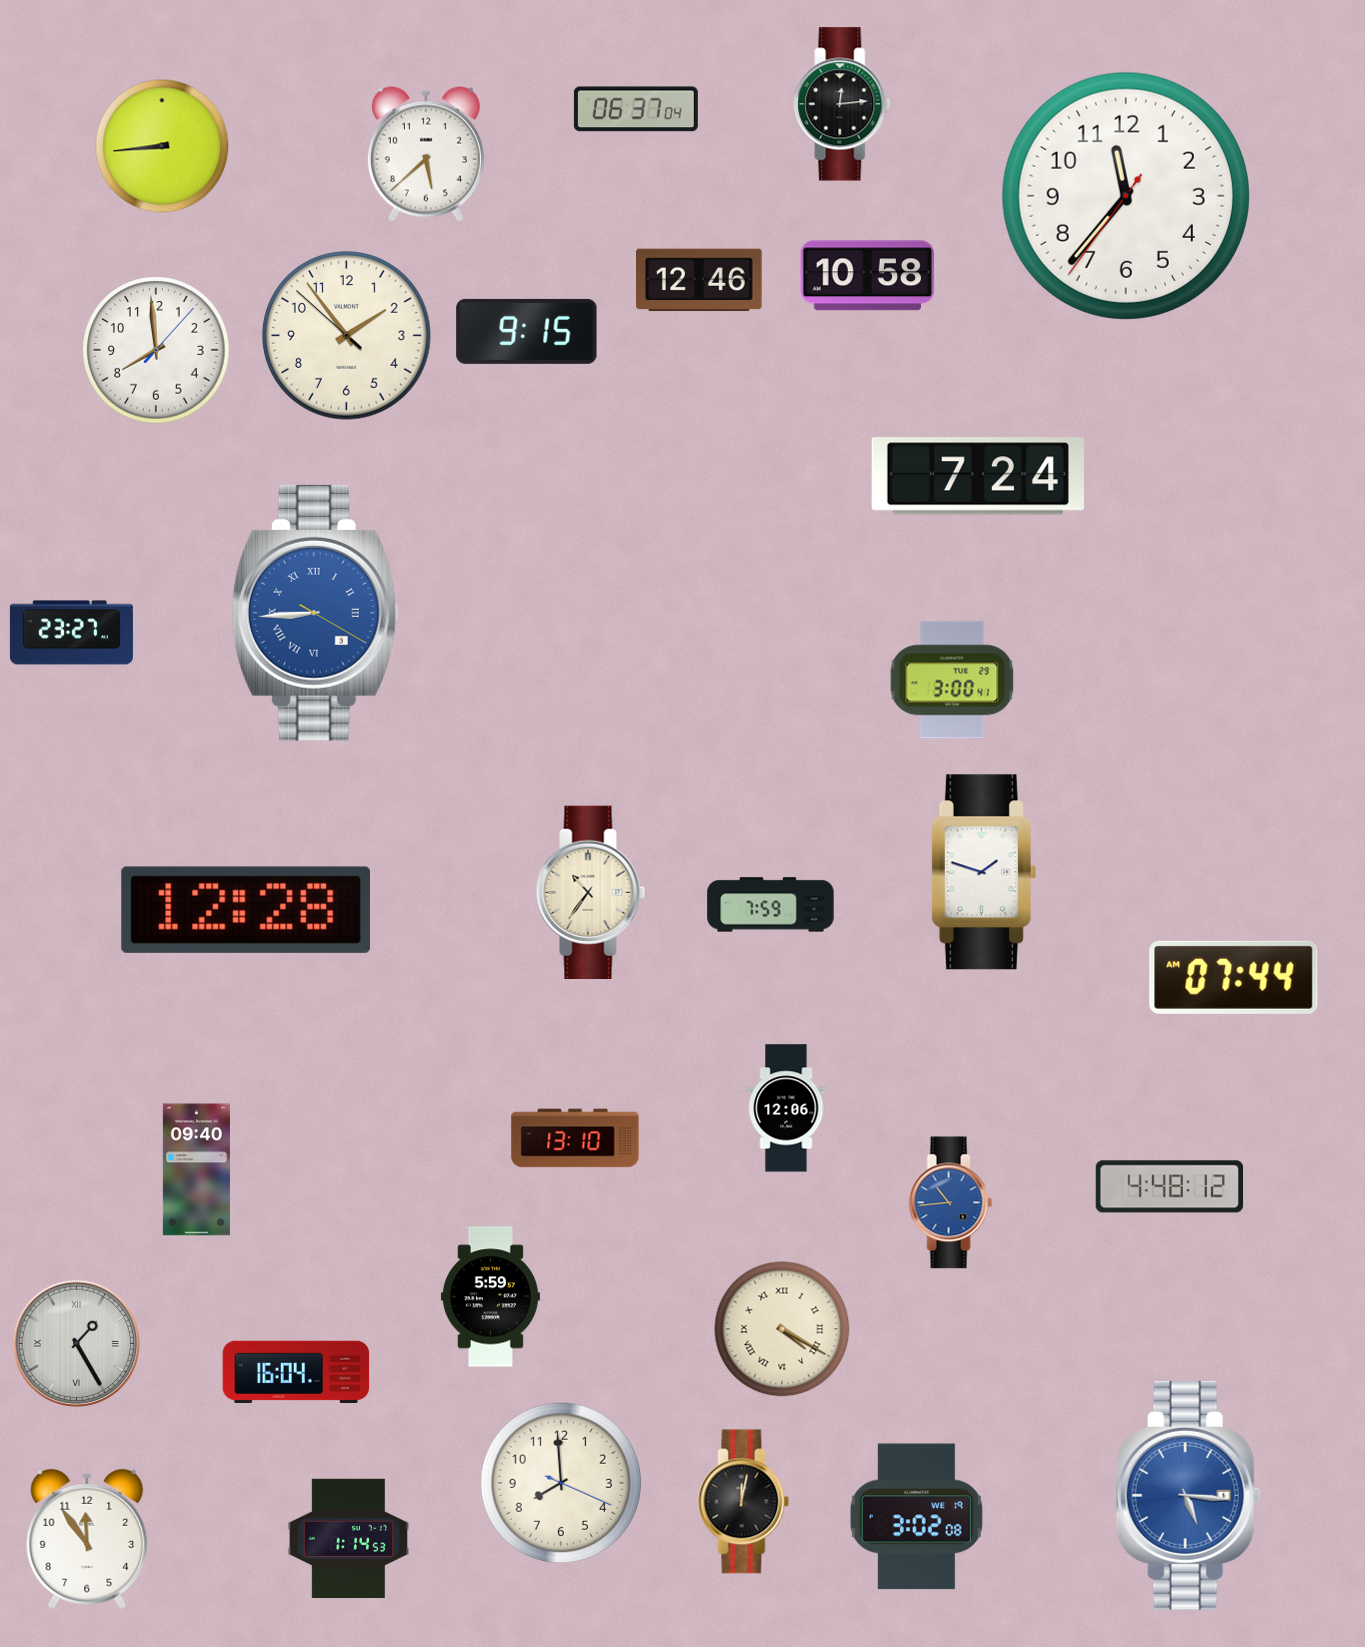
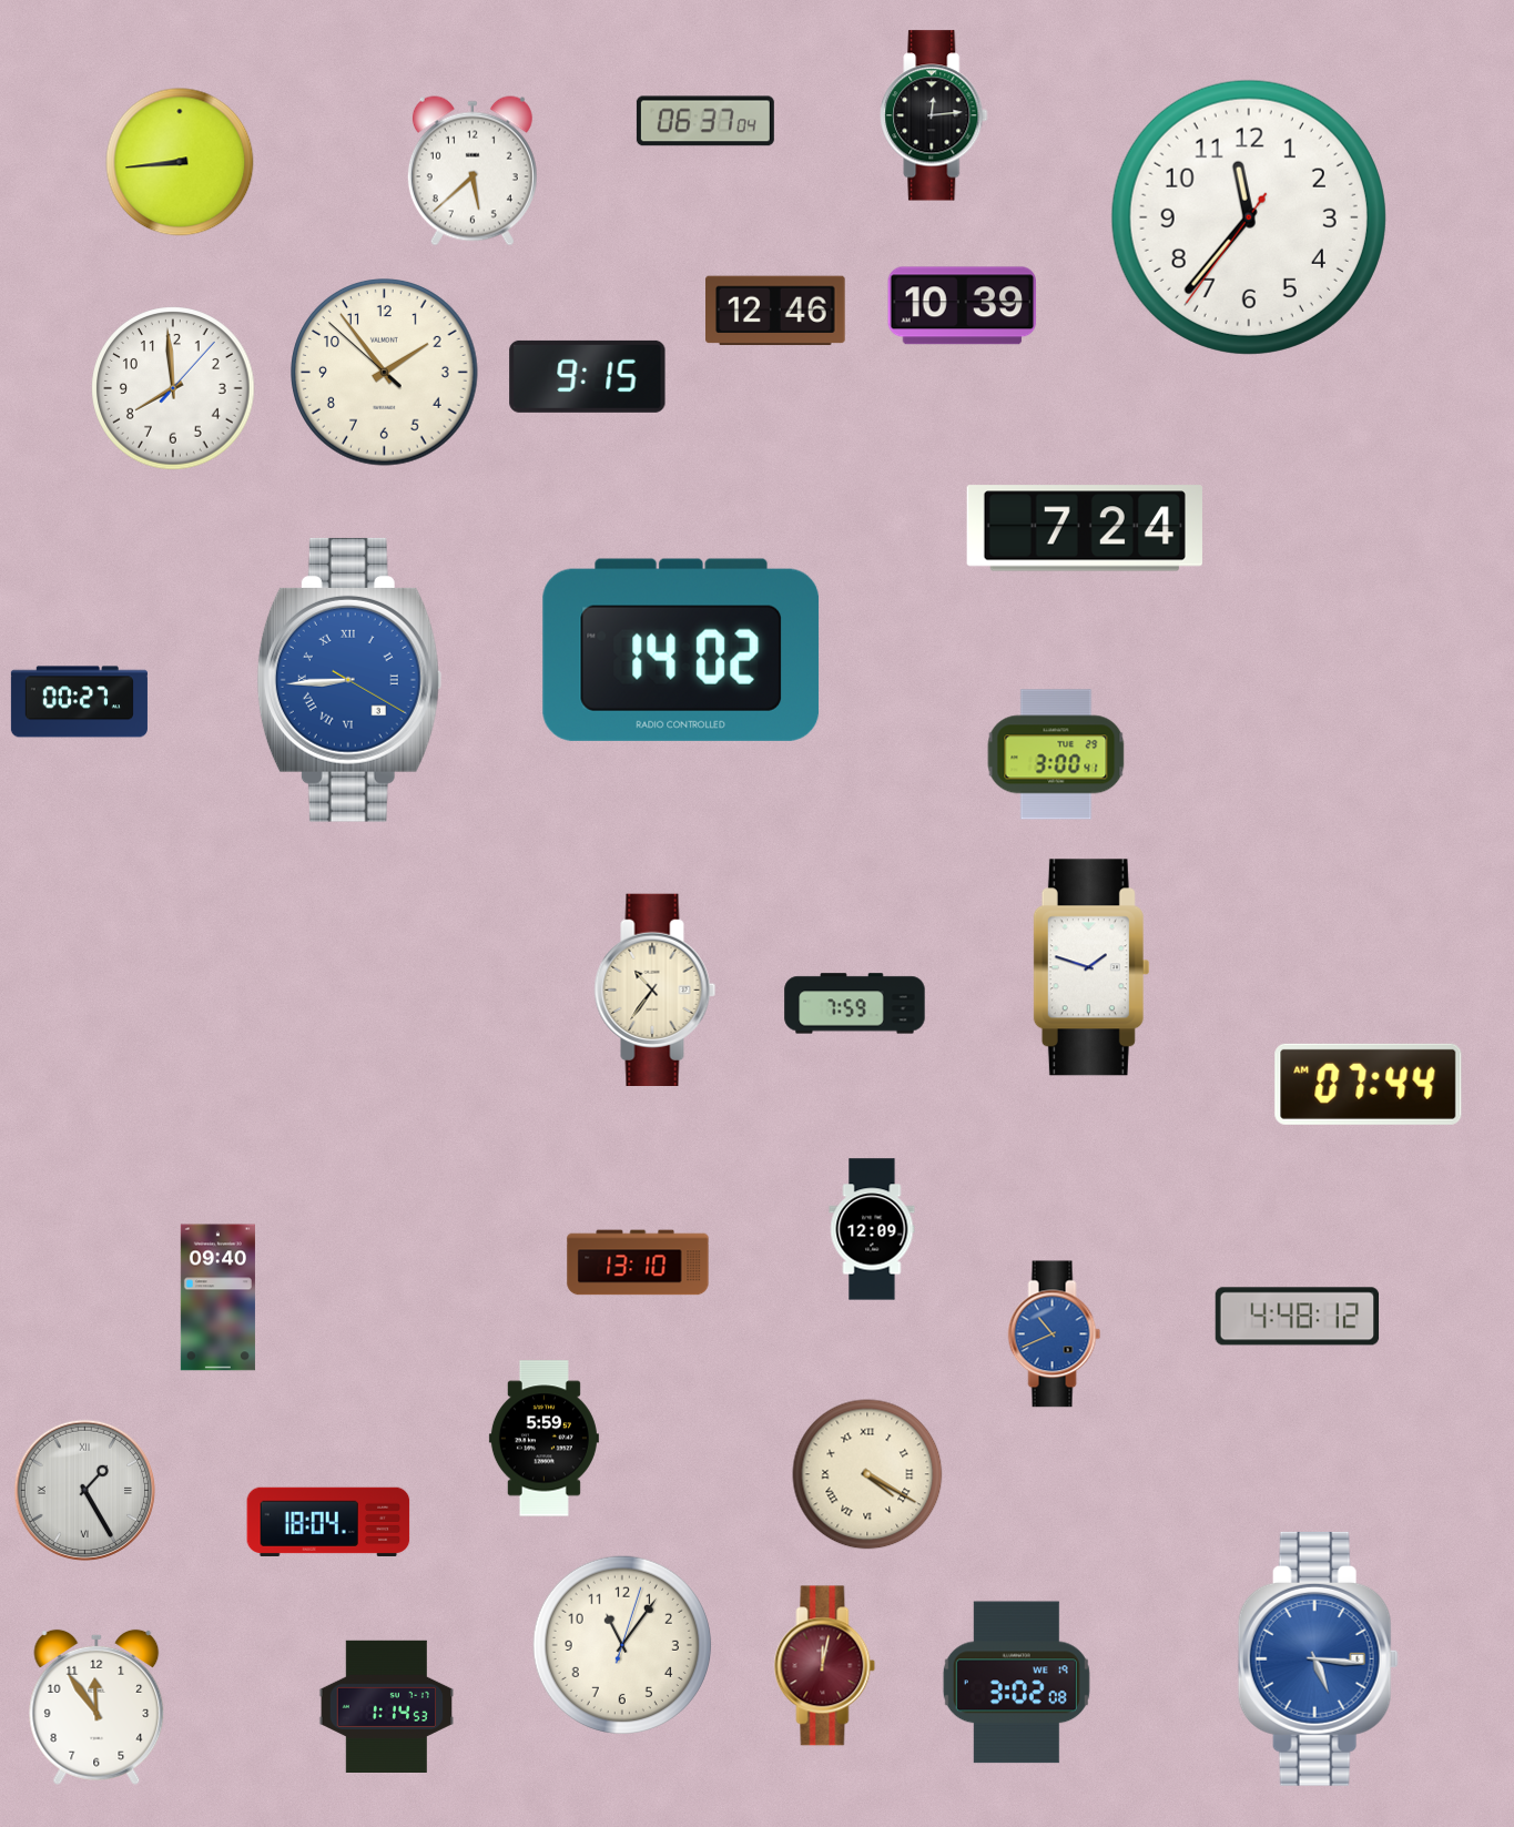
clock at (868, 276): 10:58 -> 10:39
clock at (527, 331) position: (527, 331) -> (588, 376)
clock at (681, 650): none -> 14:02
clock at (71, 633): 23:27 -> 00:27
clock at (246, 910): 12:28 -> none
clock at (786, 1108): 12:06 -> 12:09
clock at (951, 1203): 10:44 -> 10:41
clock at (296, 1372): 16:04 -> 18:04
clock at (561, 1483): 7:59 -> 11:06
clock at (744, 1502) dial: black -> burgundy
